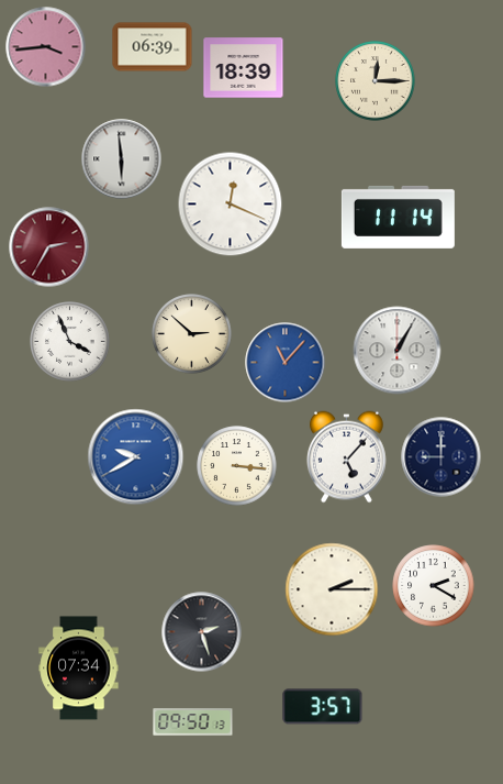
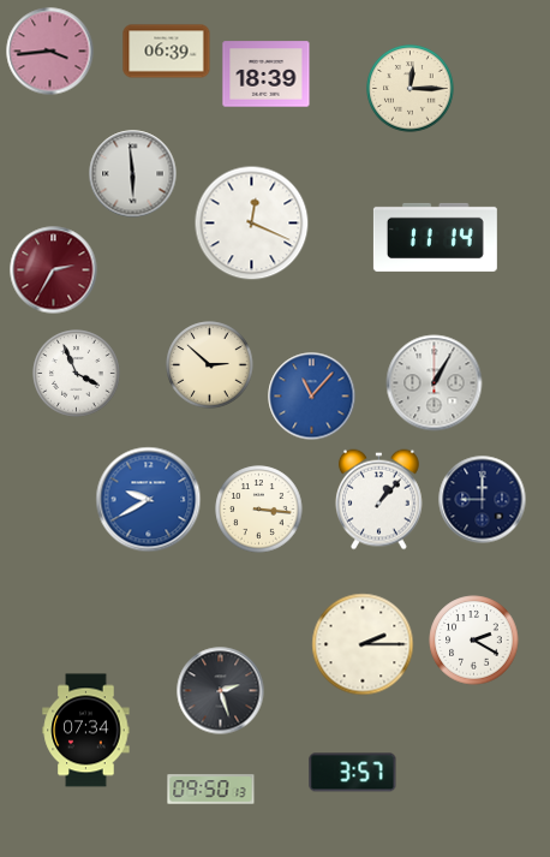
clock at (346, 457): 5:07 -> 1:07
